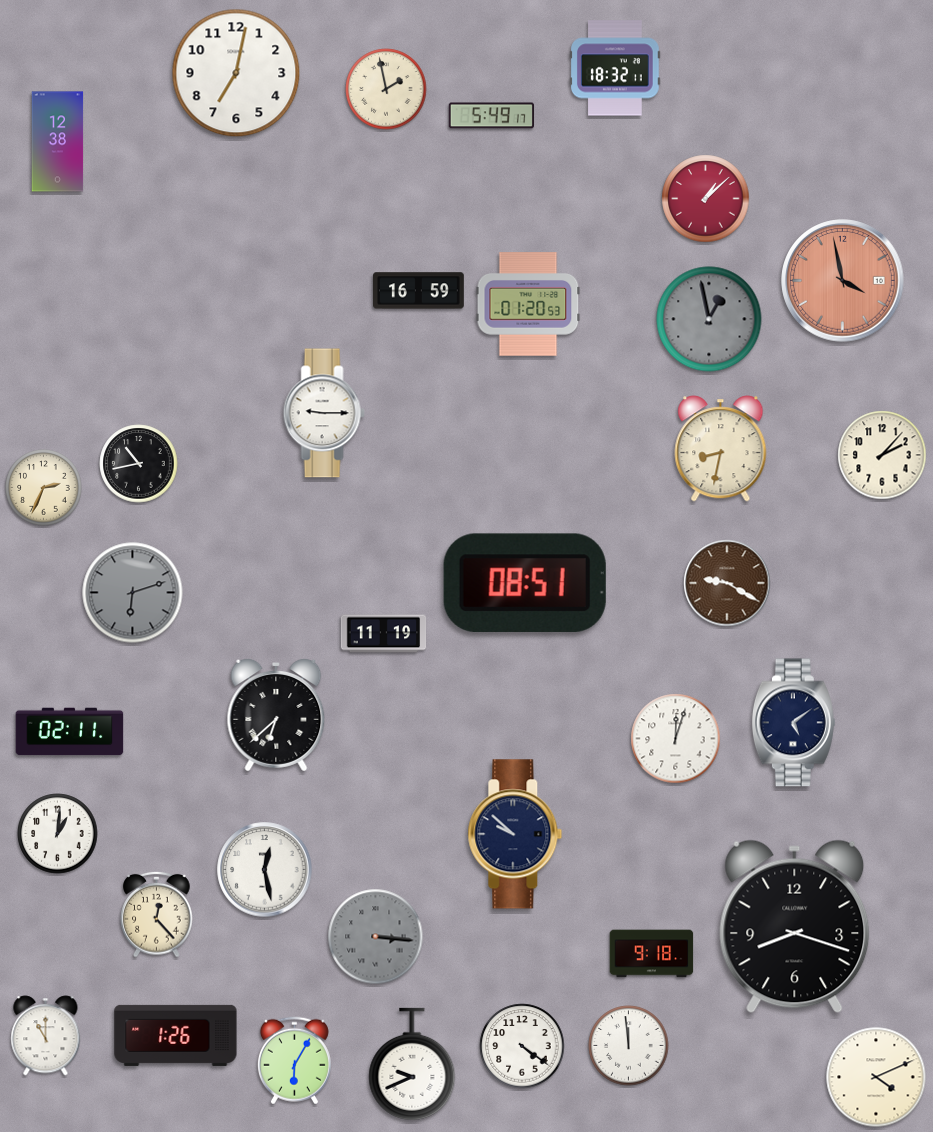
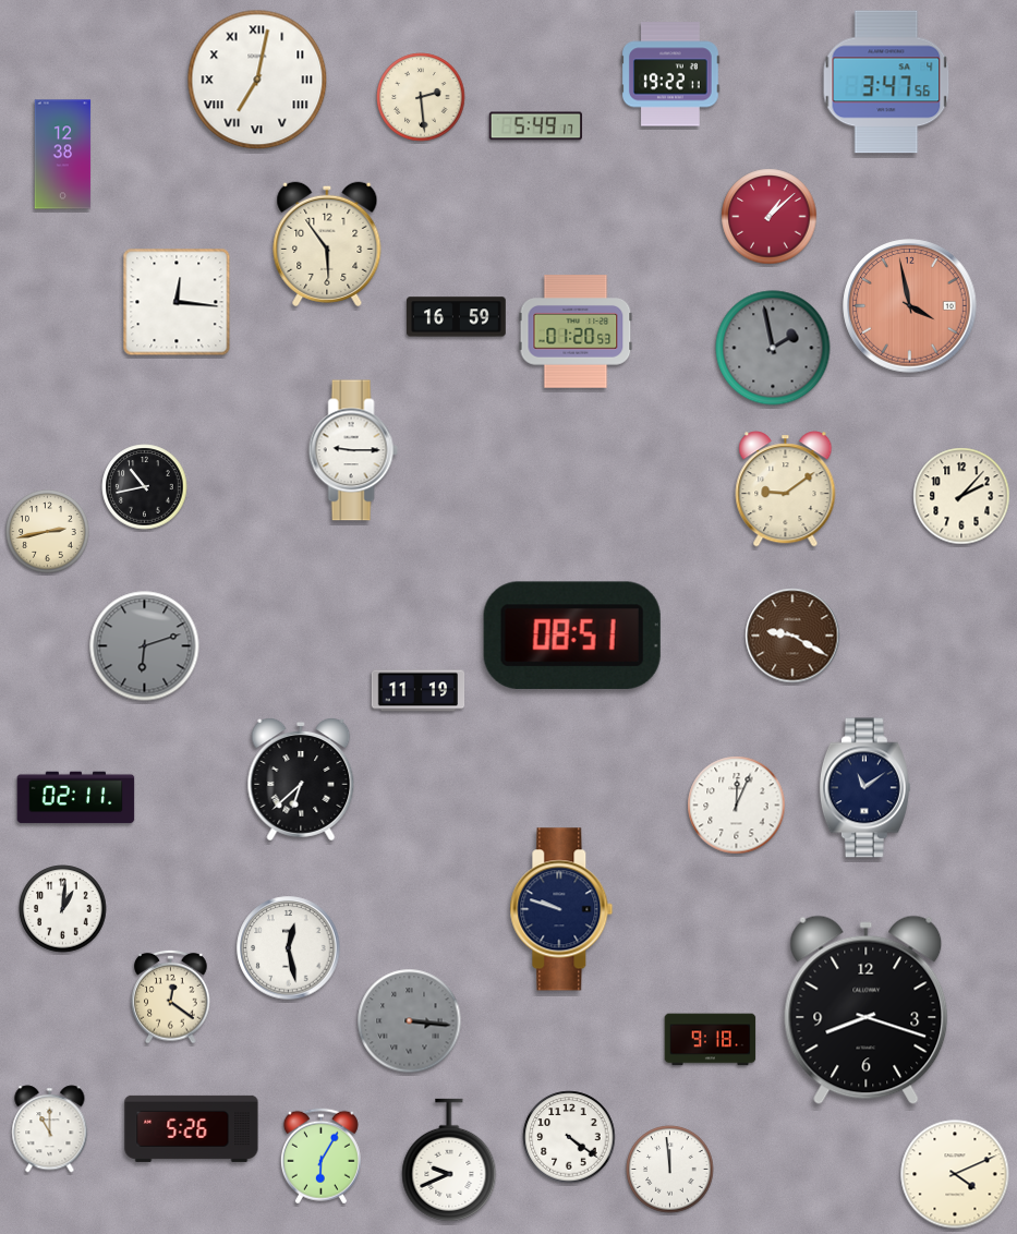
clock at (616, 68): 18:32 -> 19:22
clock at (236, 73) numerals: Arabic -> Roman
clock at (886, 82): none -> 3:47
clock at (386, 89): 1:58 -> 2:29
clock at (327, 244): none -> 5:54
clock at (177, 302): none -> 12:16
clock at (843, 281) position: (843, 281) -> (910, 306)
clock at (709, 319): 12:58 -> 1:58
clock at (721, 449): 8:32 -> 9:09
clock at (139, 464) position: (139, 464) -> (145, 487)
clock at (44, 488): 2:34 -> 2:43
clock at (793, 723): 5:09 -> 11:09
clock at (676, 739): 12:03 -> 12:04
clock at (515, 834): 9:52 -> 9:48
clock at (157, 914): 12:23 -> 12:21
clock at (176, 1035): 1:26 -> 5:26
clock at (522, 1046) position: (522, 1046) -> (569, 1137)
clock at (629, 1046) position: (629, 1046) -> (670, 1170)
